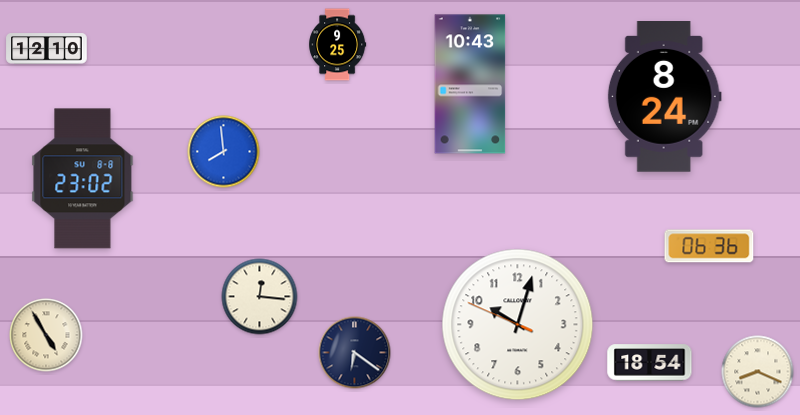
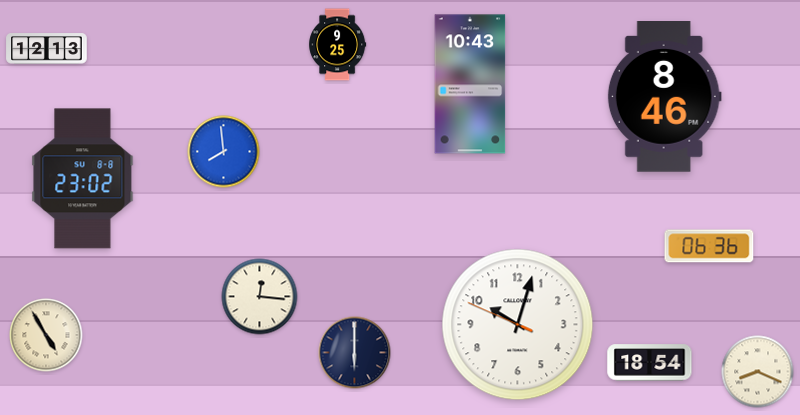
clock at (47, 49): 12:10 -> 12:13
clock at (664, 97): 8:24 -> 8:46
clock at (355, 353): 6:21 -> 6:00
